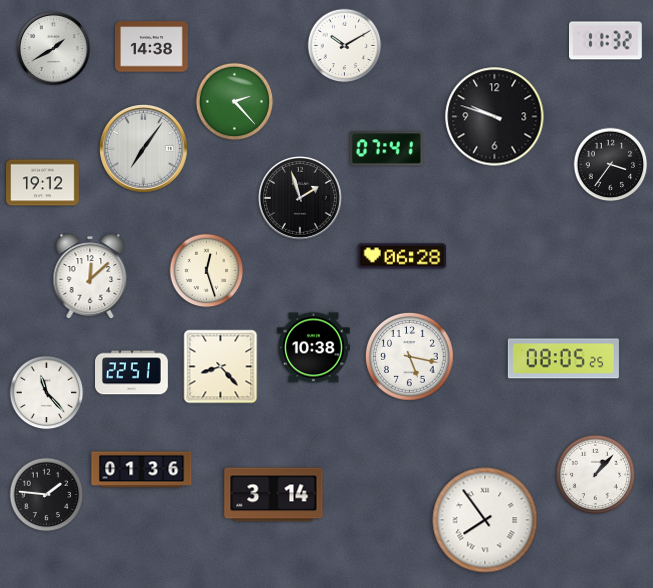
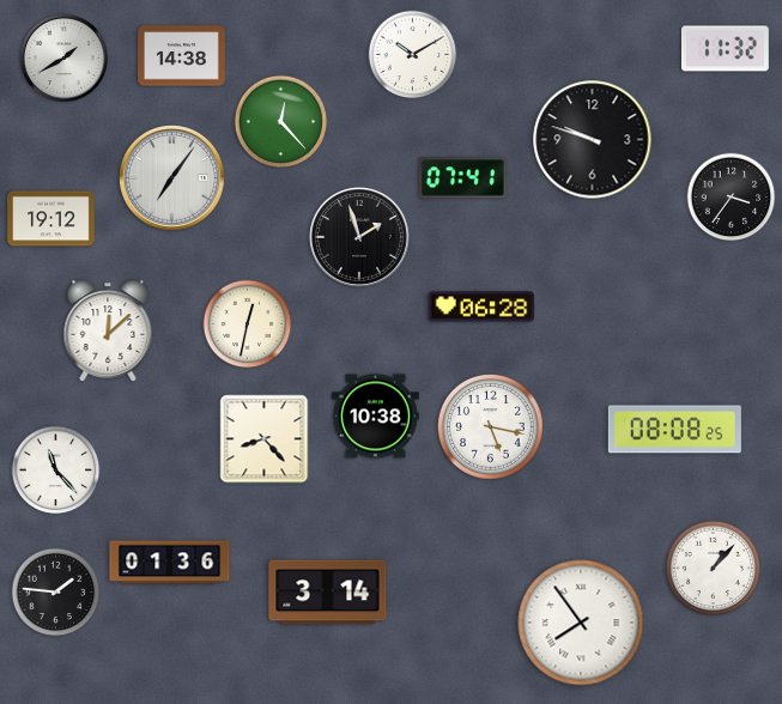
clock at (235, 102): 2:23 -> 12:23
clock at (207, 271): 12:27 -> 12:32
clock at (563, 359): 08:05 -> 08:08
clock at (132, 373): 22:51 -> none
